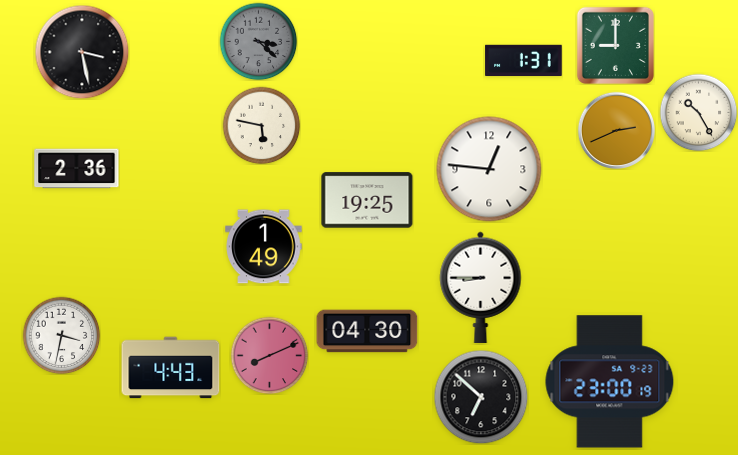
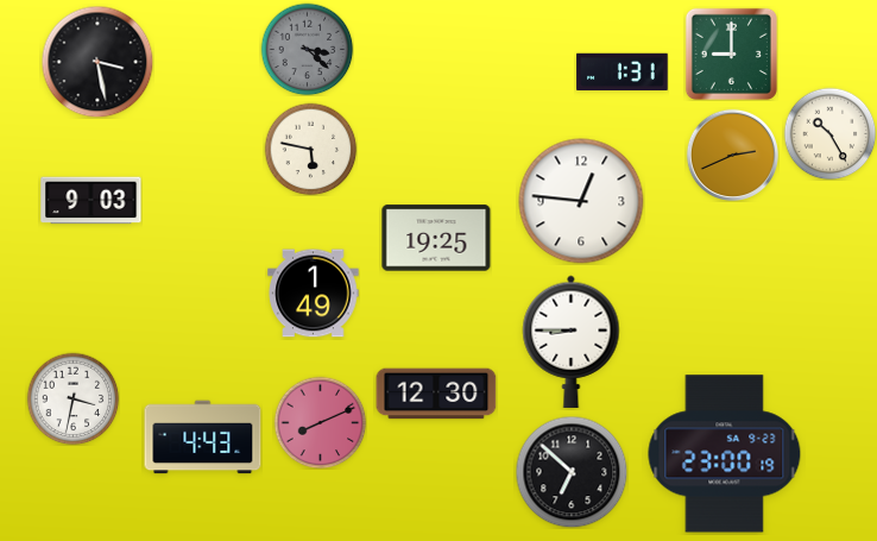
clock at (77, 169): 2:36 -> 9:03
clock at (367, 331): 04:30 -> 12:30
